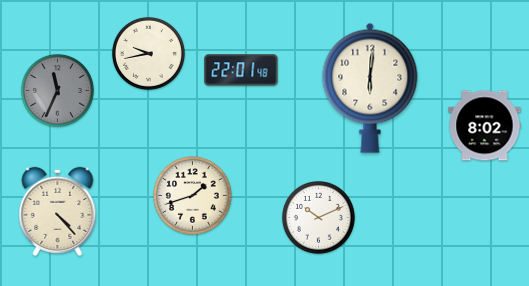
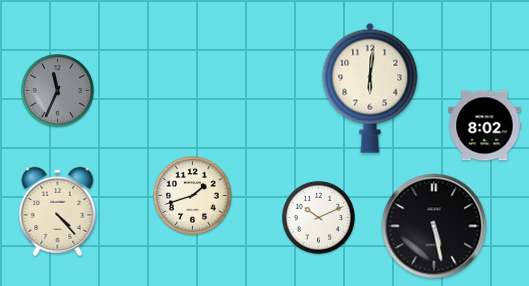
clock at (148, 53): 9:43 -> none
clock at (241, 70): 22:01 -> none
clock at (434, 226): none -> 5:28
